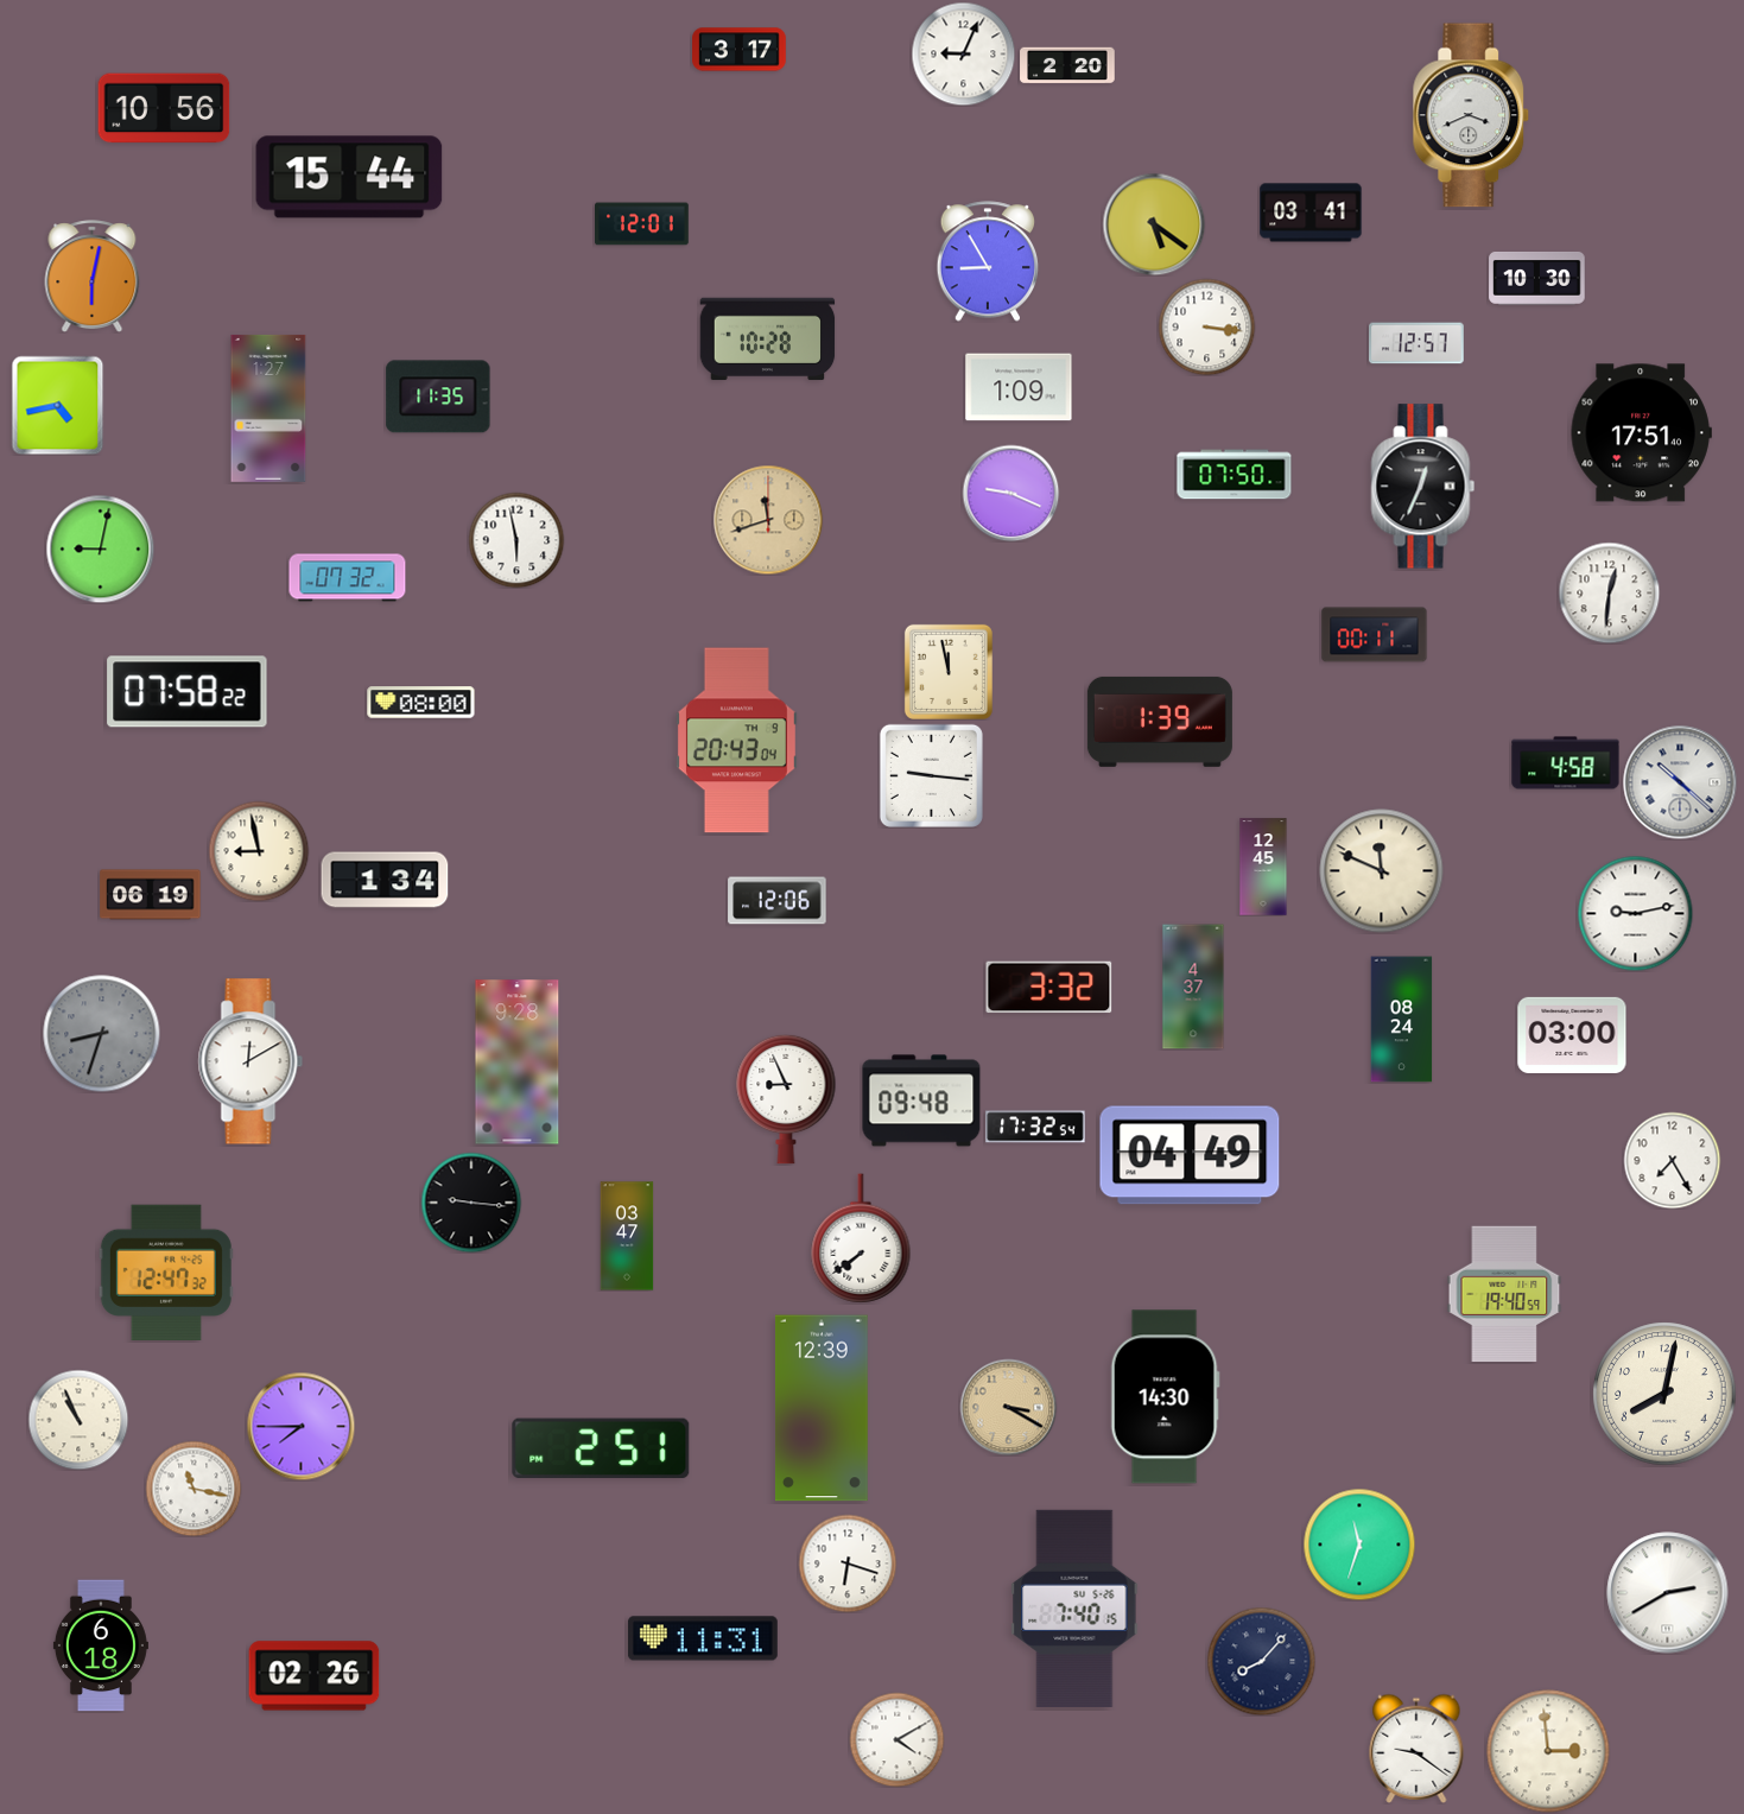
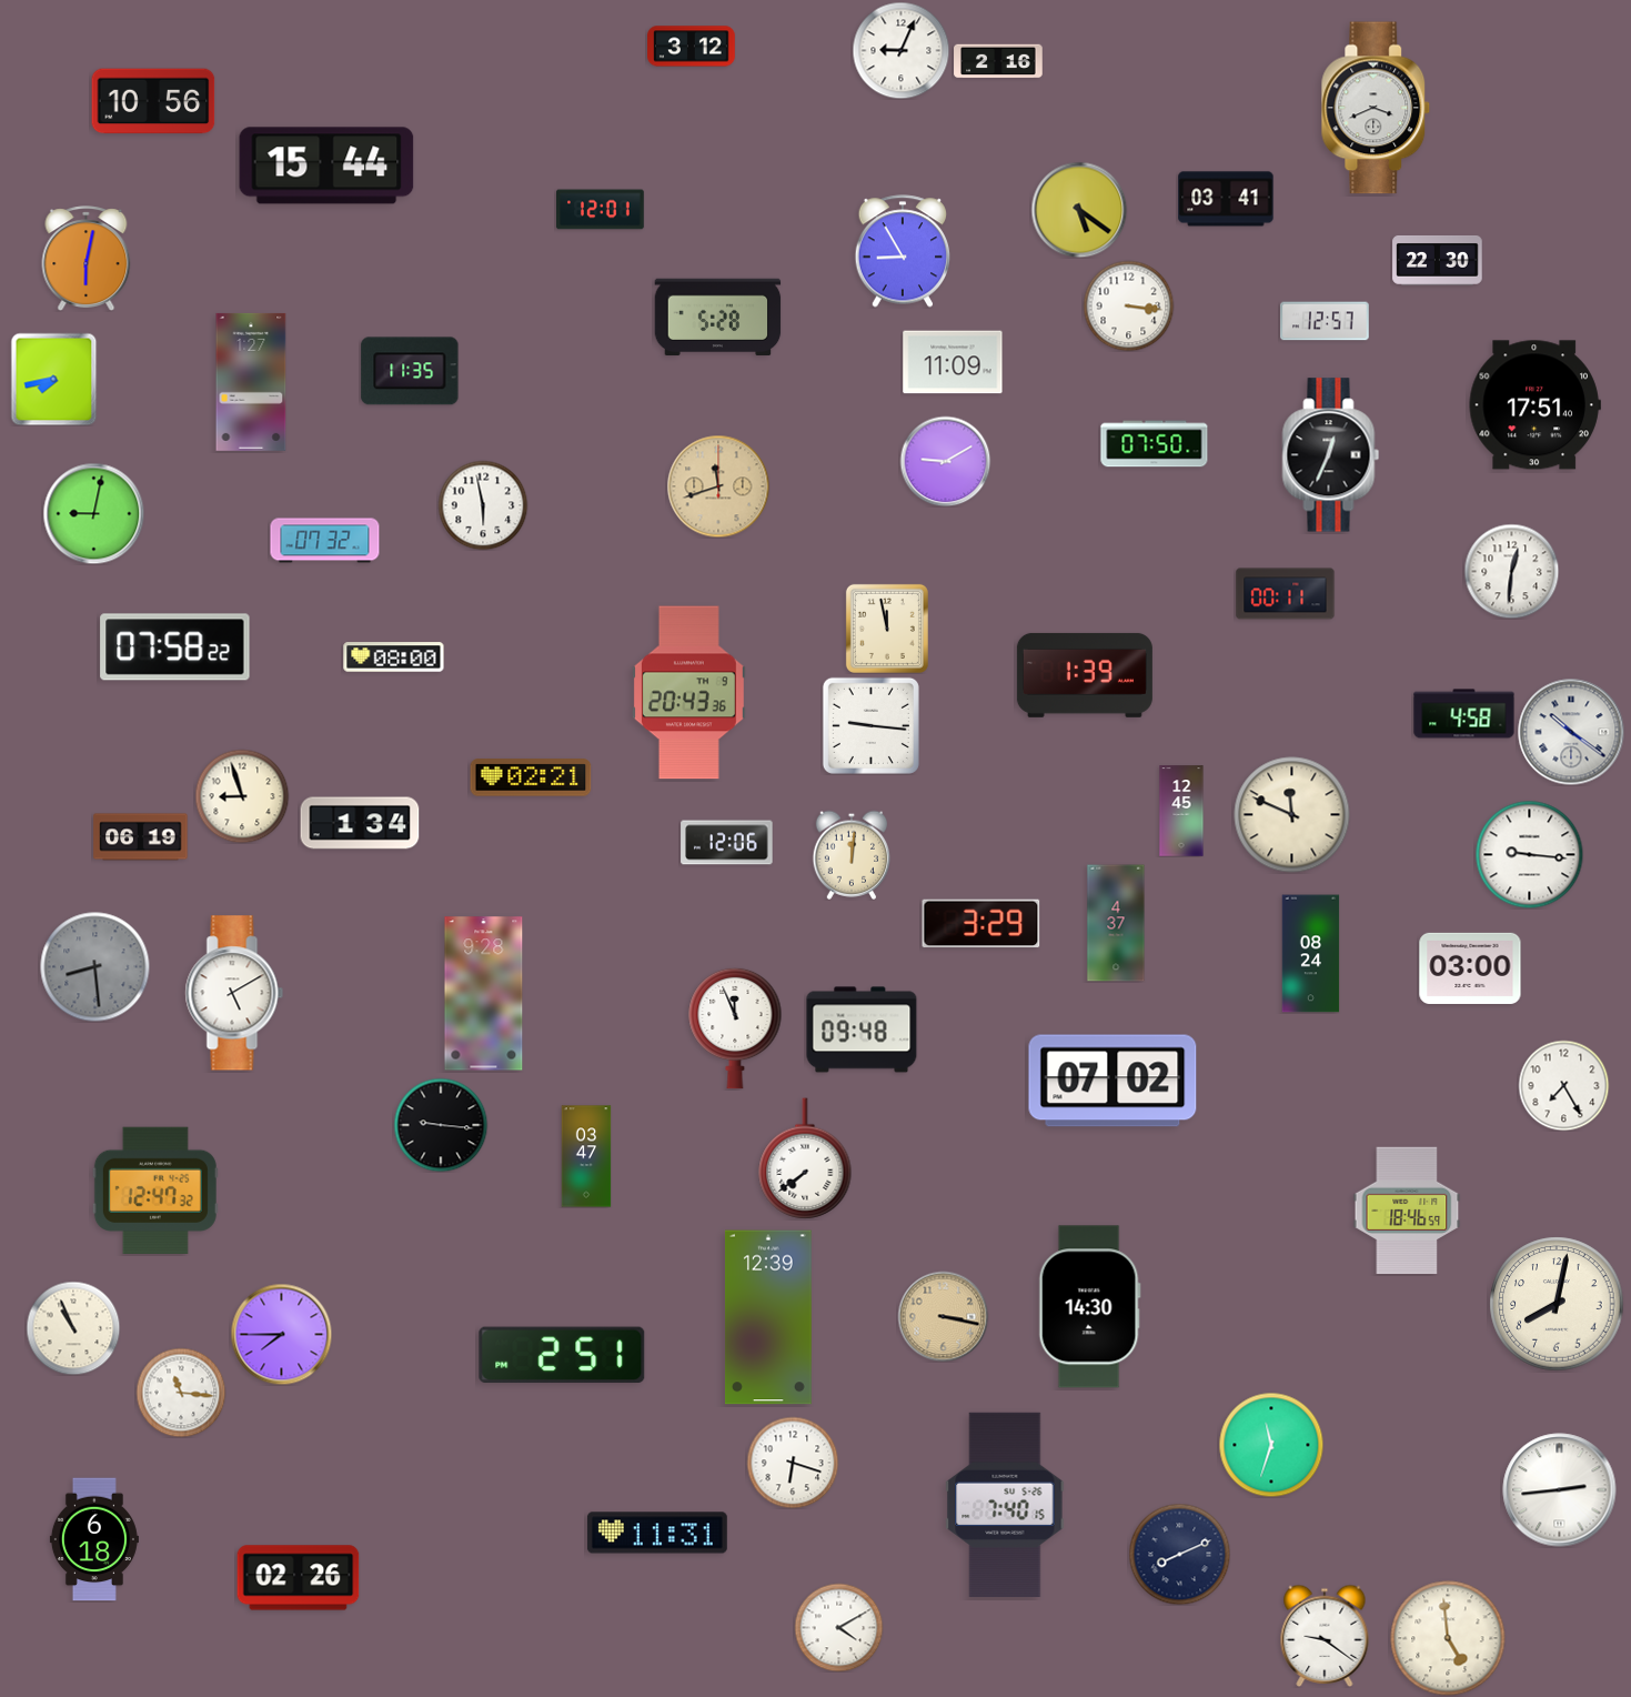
clock at (740, 50): 3:17 -> 3:12
clock at (1067, 65): 2:20 -> 2:16
clock at (988, 261) position: (988, 261) -> (903, 251)
clock at (1537, 278): 10:30 -> 22:30
clock at (768, 340): 10:28 -> 5:28
clock at (1019, 387): 1:09 -> 11:09
clock at (58, 405): 4:43 -> 7:43
clock at (1010, 493): 9:19 -> 9:10
clock at (1609, 592) position: (1609, 592) -> (1511, 571)
clock at (736, 741): 20:43:04 -> 20:43:36
clock at (1680, 782): 10:22 -> 10:21
clock at (531, 777): none -> 02:21
clock at (259, 851): 8:58 -> 8:57
clock at (1635, 913): 9:13 -> 9:16
clock at (852, 855): none -> 12:01
clock at (1049, 988): 3:32 -> 3:29
clock at (102, 1034): 8:33 -> 8:29
clock at (250, 1061): 12:10 -> 5:10
clock at (786, 1099): 8:56 -> 11:56
clock at (1035, 1127): 17:32 -> none
clock at (1190, 1155): 04:49 -> 07:02
clock at (1504, 1294): 19:40 -> 18:46
clock at (1008, 1407): 3:20 -> 3:17
clock at (194, 1489): 11:17 -> 11:16
clock at (1668, 1593): 2:40 -> 2:44
clock at (1261, 1661): 8:07 -> 8:11
clock at (315, 1676) position: (315, 1676) -> (299, 1578)
clock at (1548, 1751): 2:59 -> 4:59
